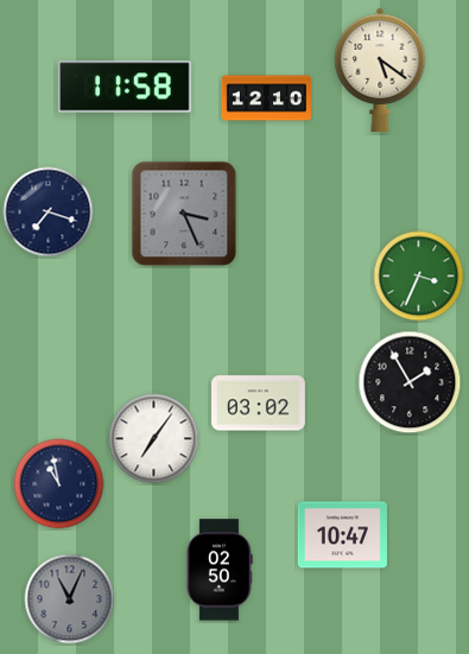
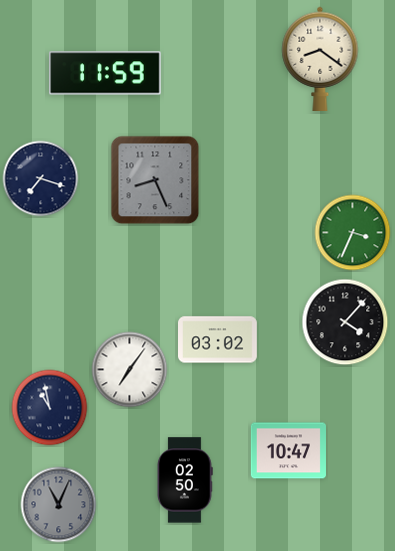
clock at (380, 69): 5:21 -> 8:21
clock at (125, 87): 11:58 -> 11:59
clock at (266, 99): 12:10 -> none
clock at (184, 214): 3:26 -> 8:26
clock at (410, 382): 1:55 -> 4:07
